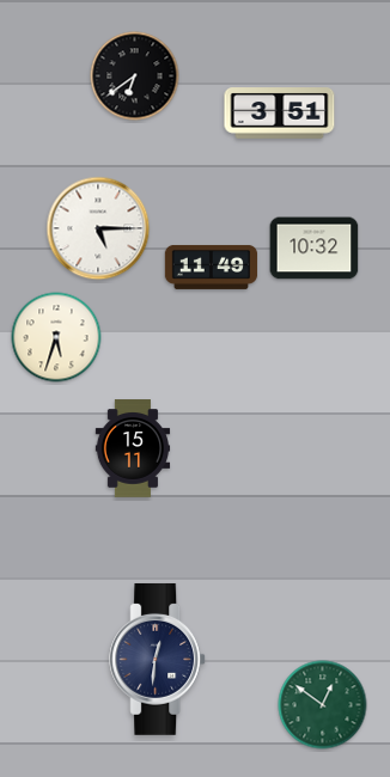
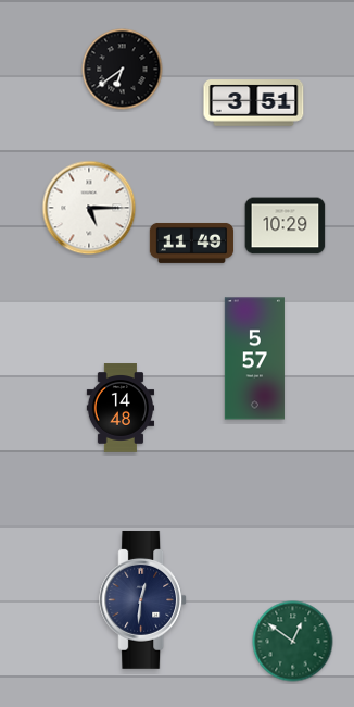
clock at (315, 249): 10:32 -> 10:29
clock at (56, 337): 5:33 -> none
clock at (254, 359): none -> 5:57
clock at (133, 448): 15:11 -> 14:48
